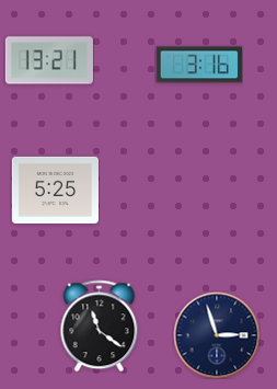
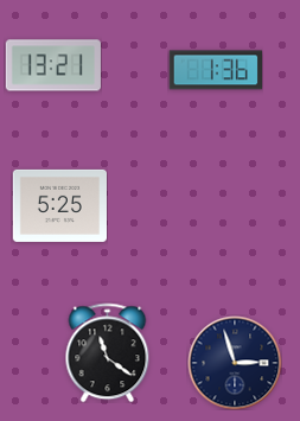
clock at (198, 65): 3:16 -> 1:36
